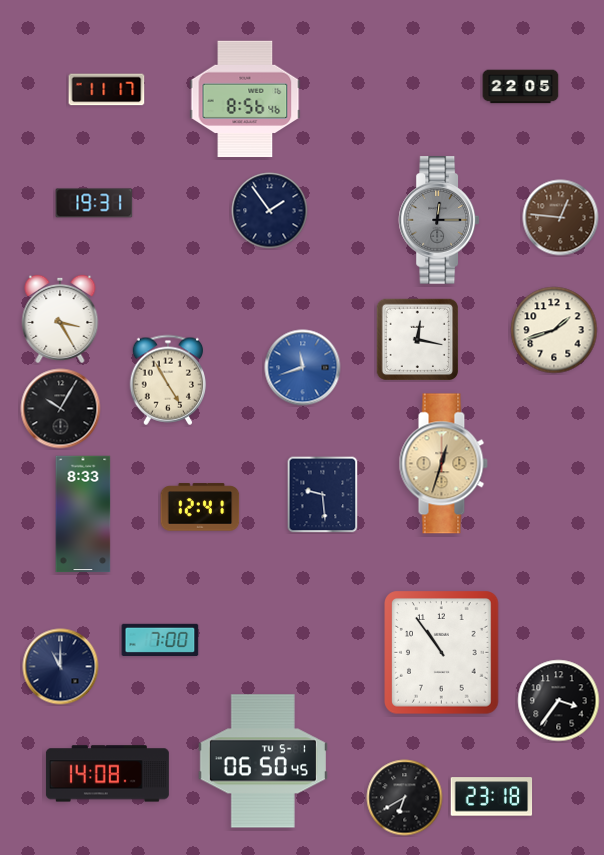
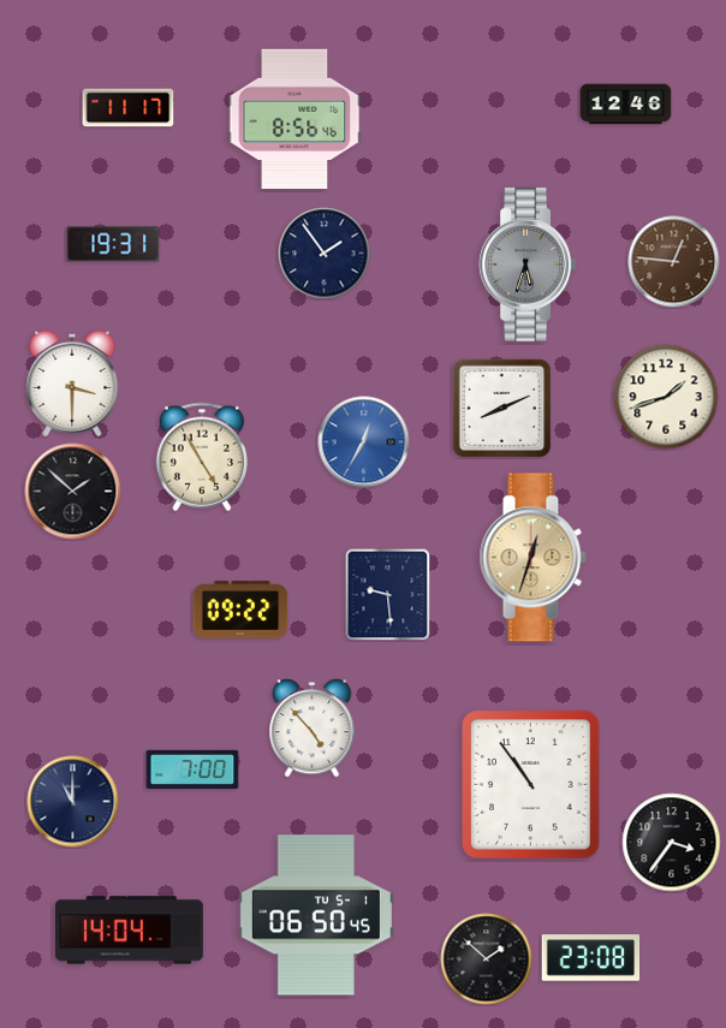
clock at (521, 87): 22:05 -> 12:46
clock at (438, 220): 12:15 -> 5:33
clock at (60, 319): 3:25 -> 3:30
clock at (417, 339): 12:17 -> 8:11
clock at (303, 368): 11:42 -> 12:35
clock at (61, 409): 10:05 -> 1:52
clock at (200, 507): 12:41 -> 09:22
clock at (83, 514): 8:33 -> none
clock at (313, 729): none -> 4:53
clock at (107, 774): 14:08 -> 14:04
clock at (492, 797): 23:18 -> 23:08
clock at (405, 798): 6:40 -> 1:52
